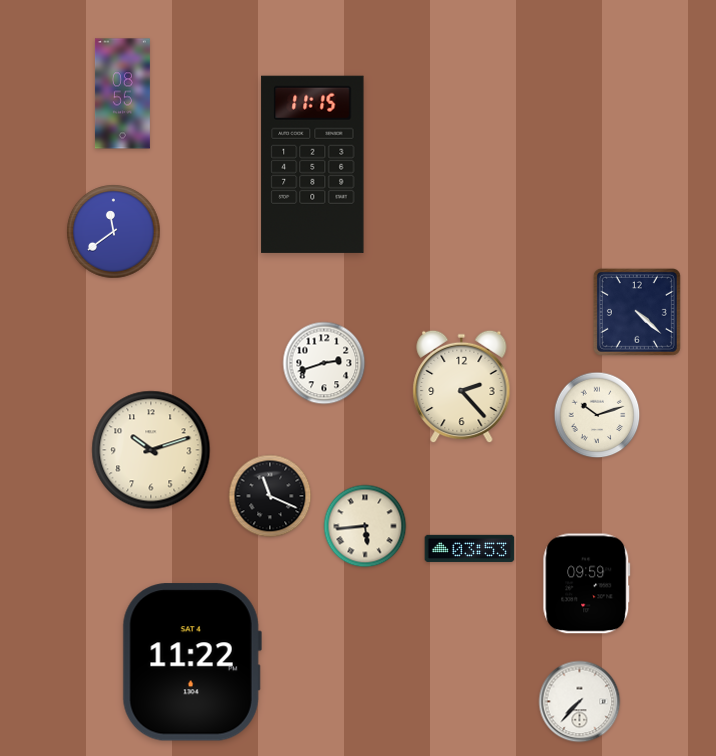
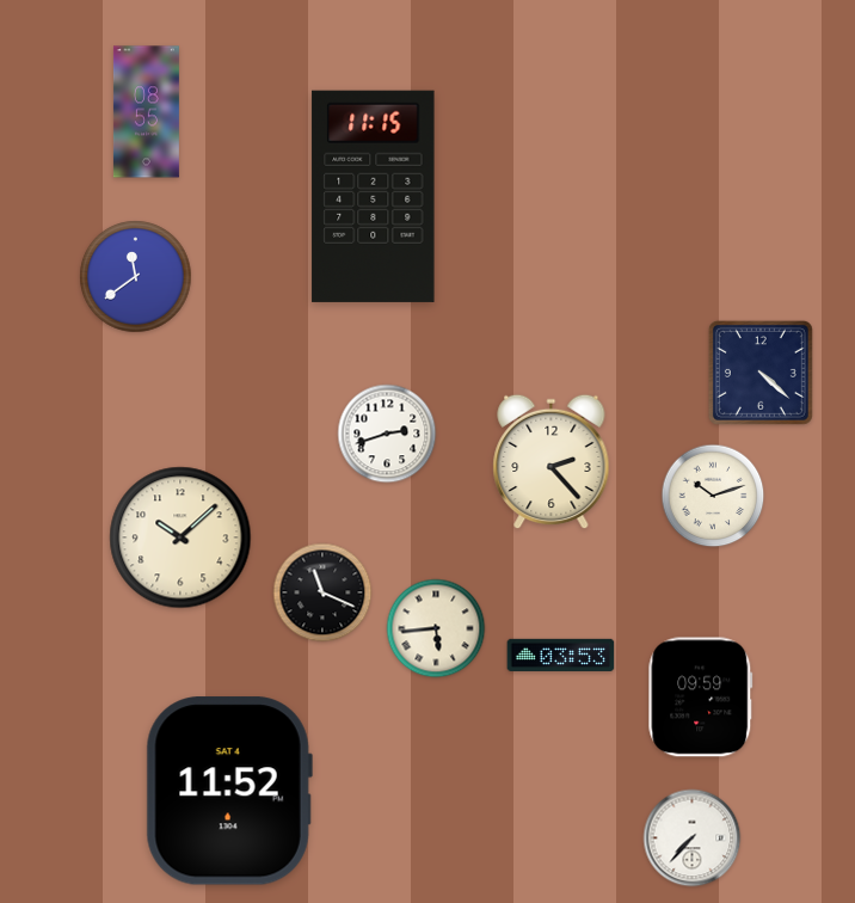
clock at (151, 450): 10:12 -> 10:08
clock at (192, 662): 11:22 -> 11:52
